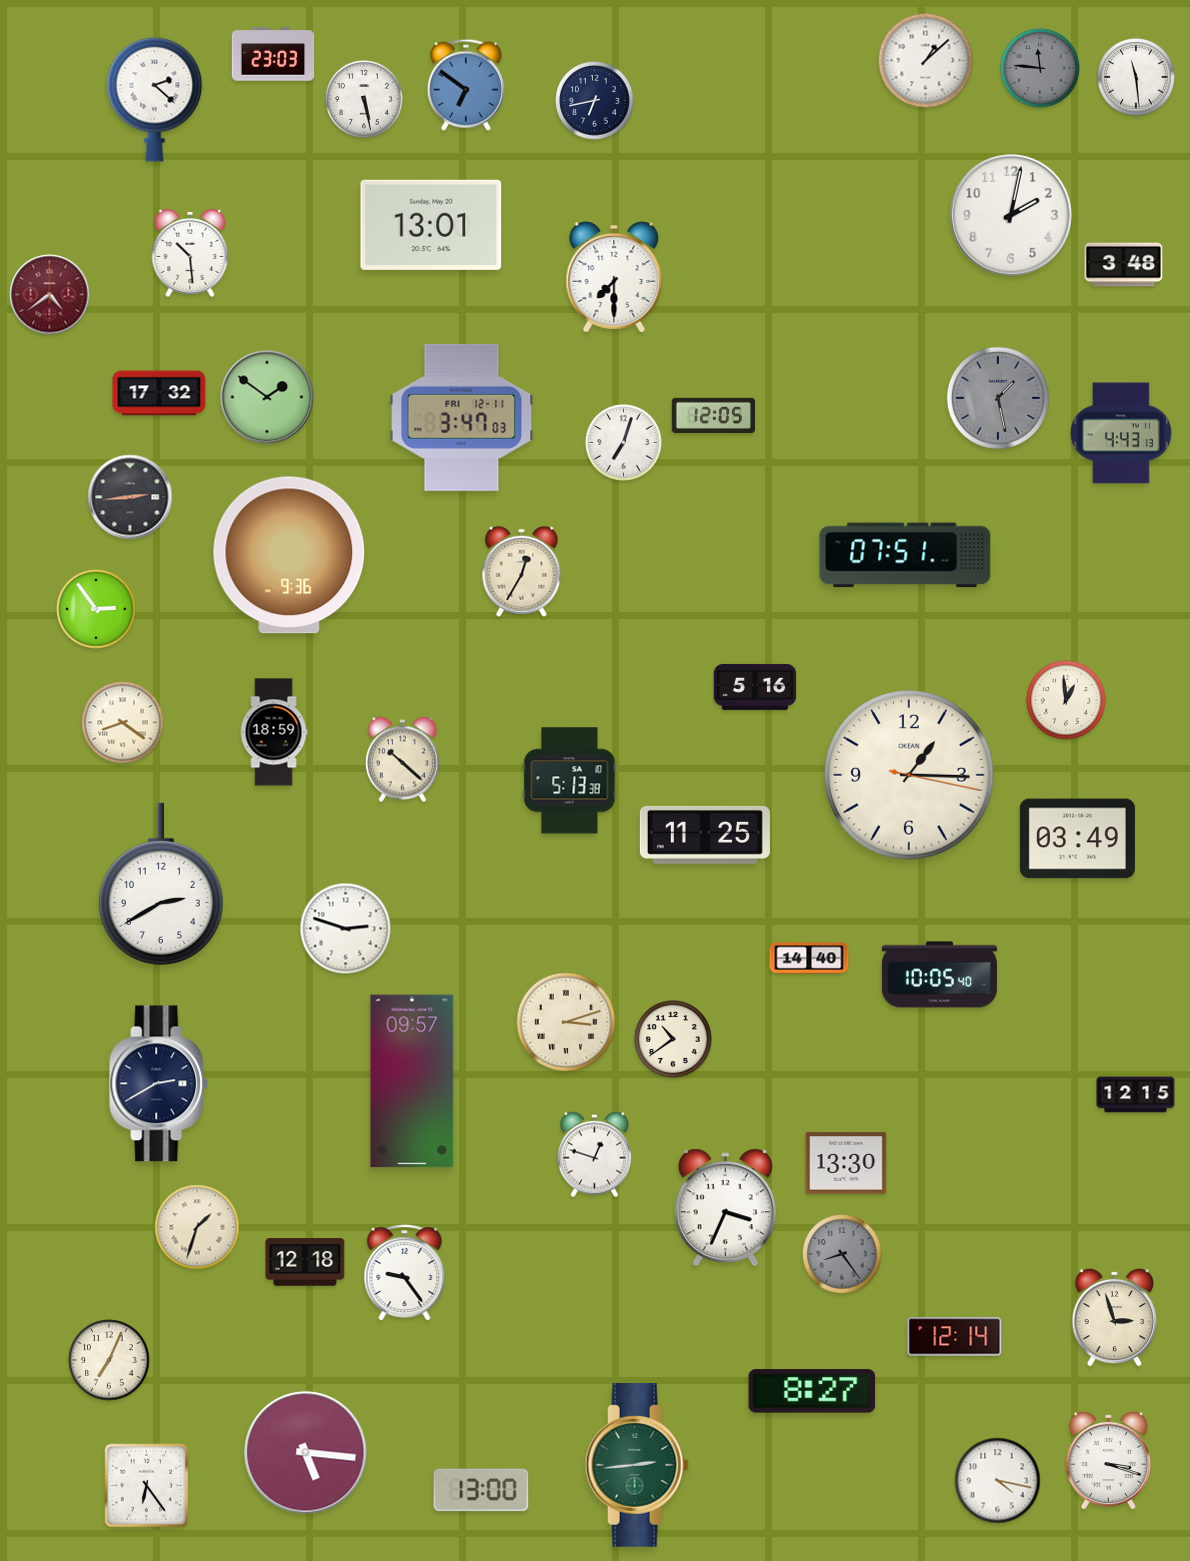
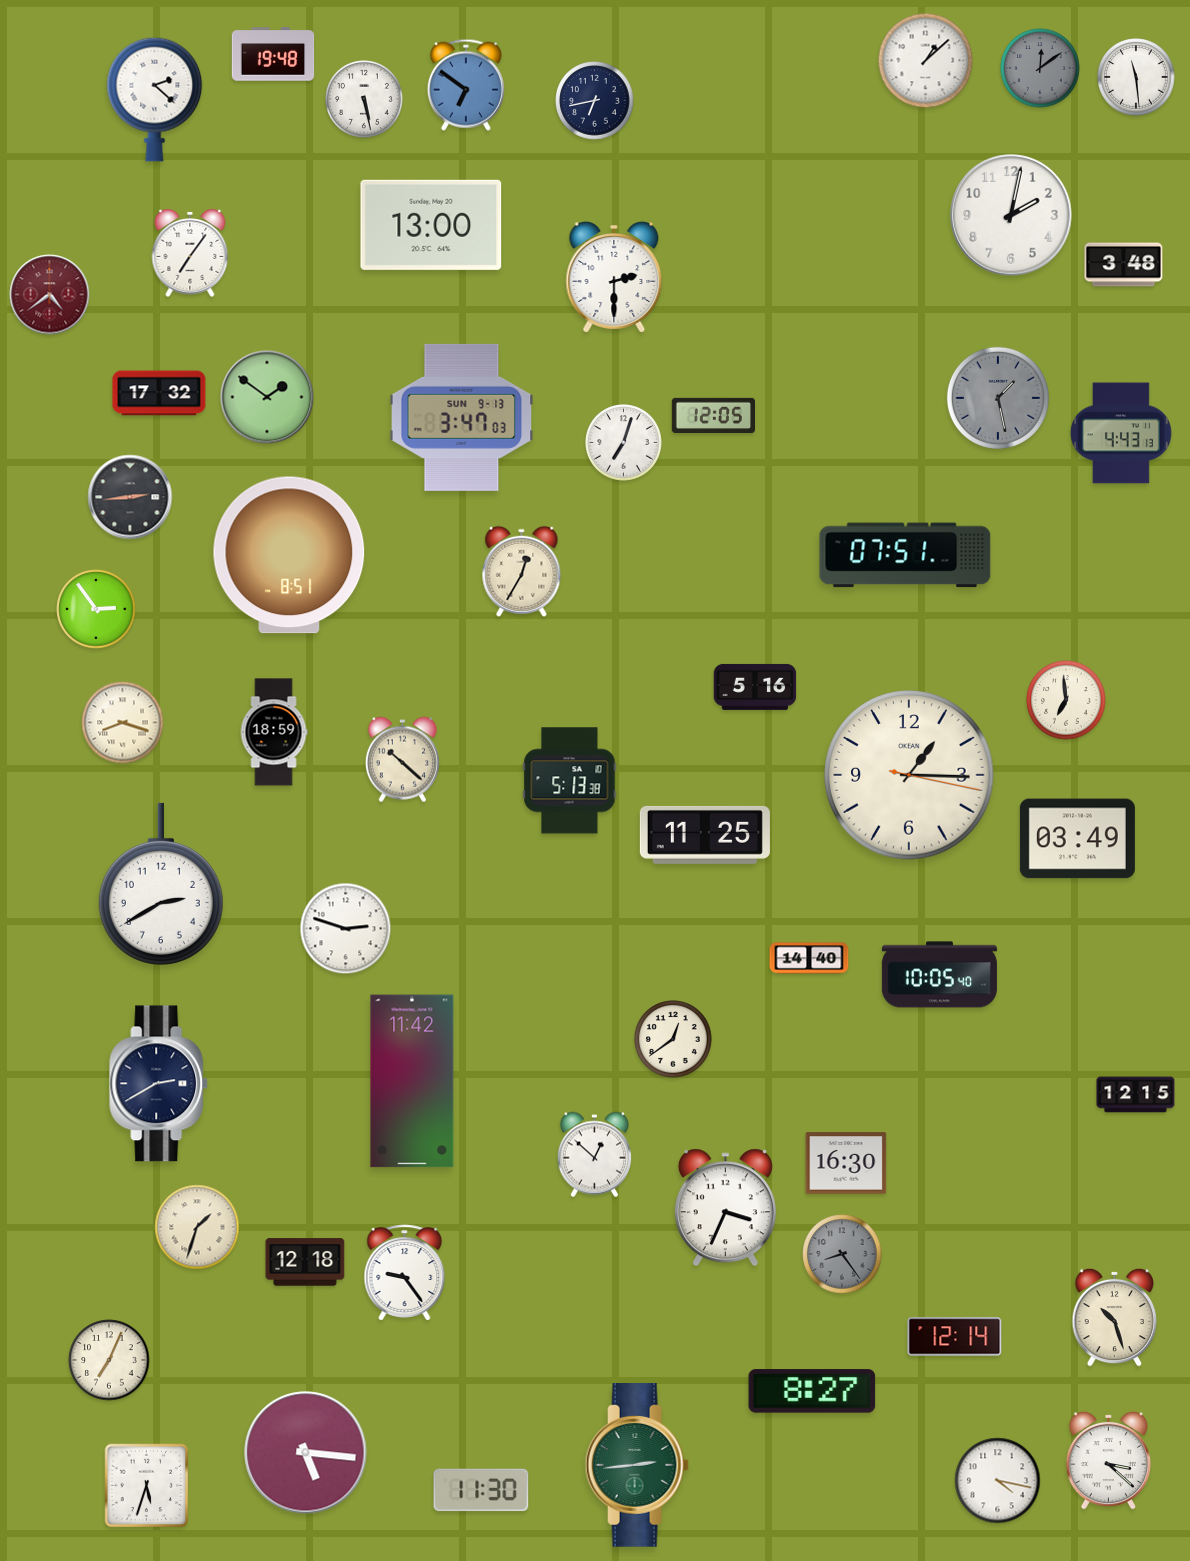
clock at (273, 54): 23:03 -> 19:48
clock at (1040, 68): 11:46 -> 12:09
clock at (431, 225): 13:01 -> 13:00
clock at (190, 253): 10:29 -> 7:06
clock at (614, 277): 7:30 -> 2:30
clock at (462, 417) date: FRI 12-11 -> SUN 9-13
clock at (289, 555): 9:36 -> 8:51
clock at (1066, 700): 12:59 -> 6:59
clock at (123, 723): 8:21 -> 8:18
clock at (566, 1022): 3:12 -> none
clock at (673, 1039): 10:39 -> 12:39
clock at (412, 1081): 09:57 -> 11:42
clock at (594, 1155): 12:48 -> 12:52
clock at (846, 1163): 13:30 -> 16:30
clock at (1115, 1317): 2:57 -> 10:27
clock at (1109, 1460): 3:18 -> 3:22
clock at (147, 1486): 6:24 -> 5:33
clock at (481, 1490): 13:00 -> 11:30
